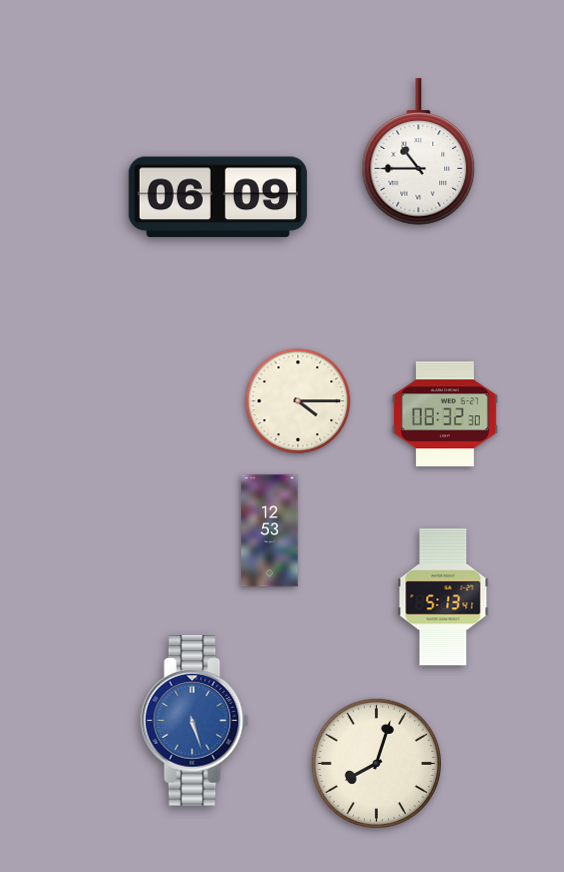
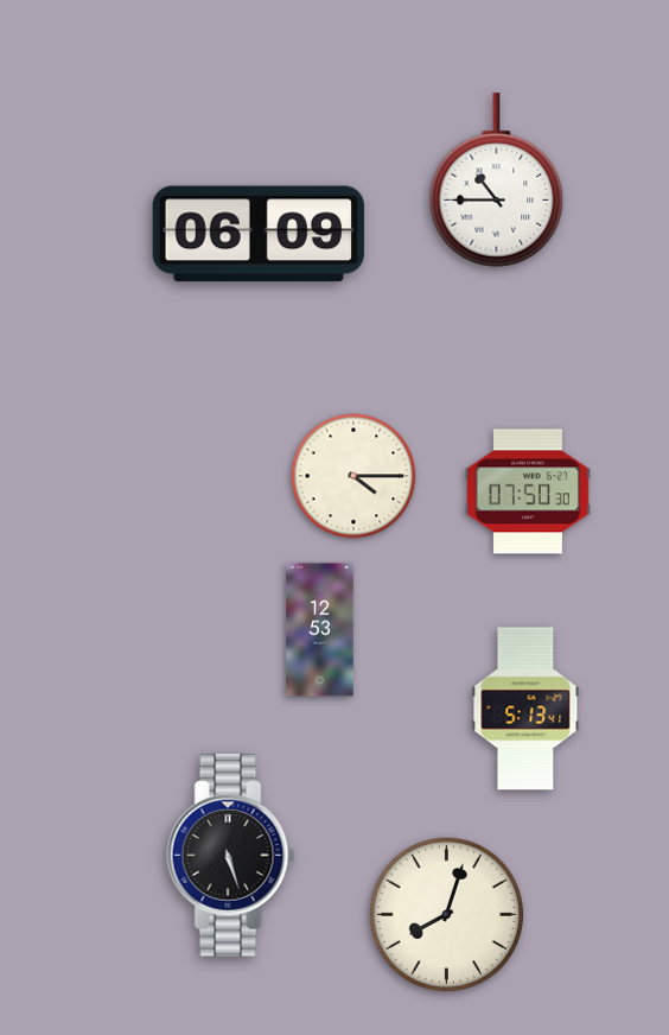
clock at (445, 414): 08:32 -> 07:50
clock at (195, 721) dial: blue -> black
clock at (376, 763) position: (376, 763) -> (446, 914)
